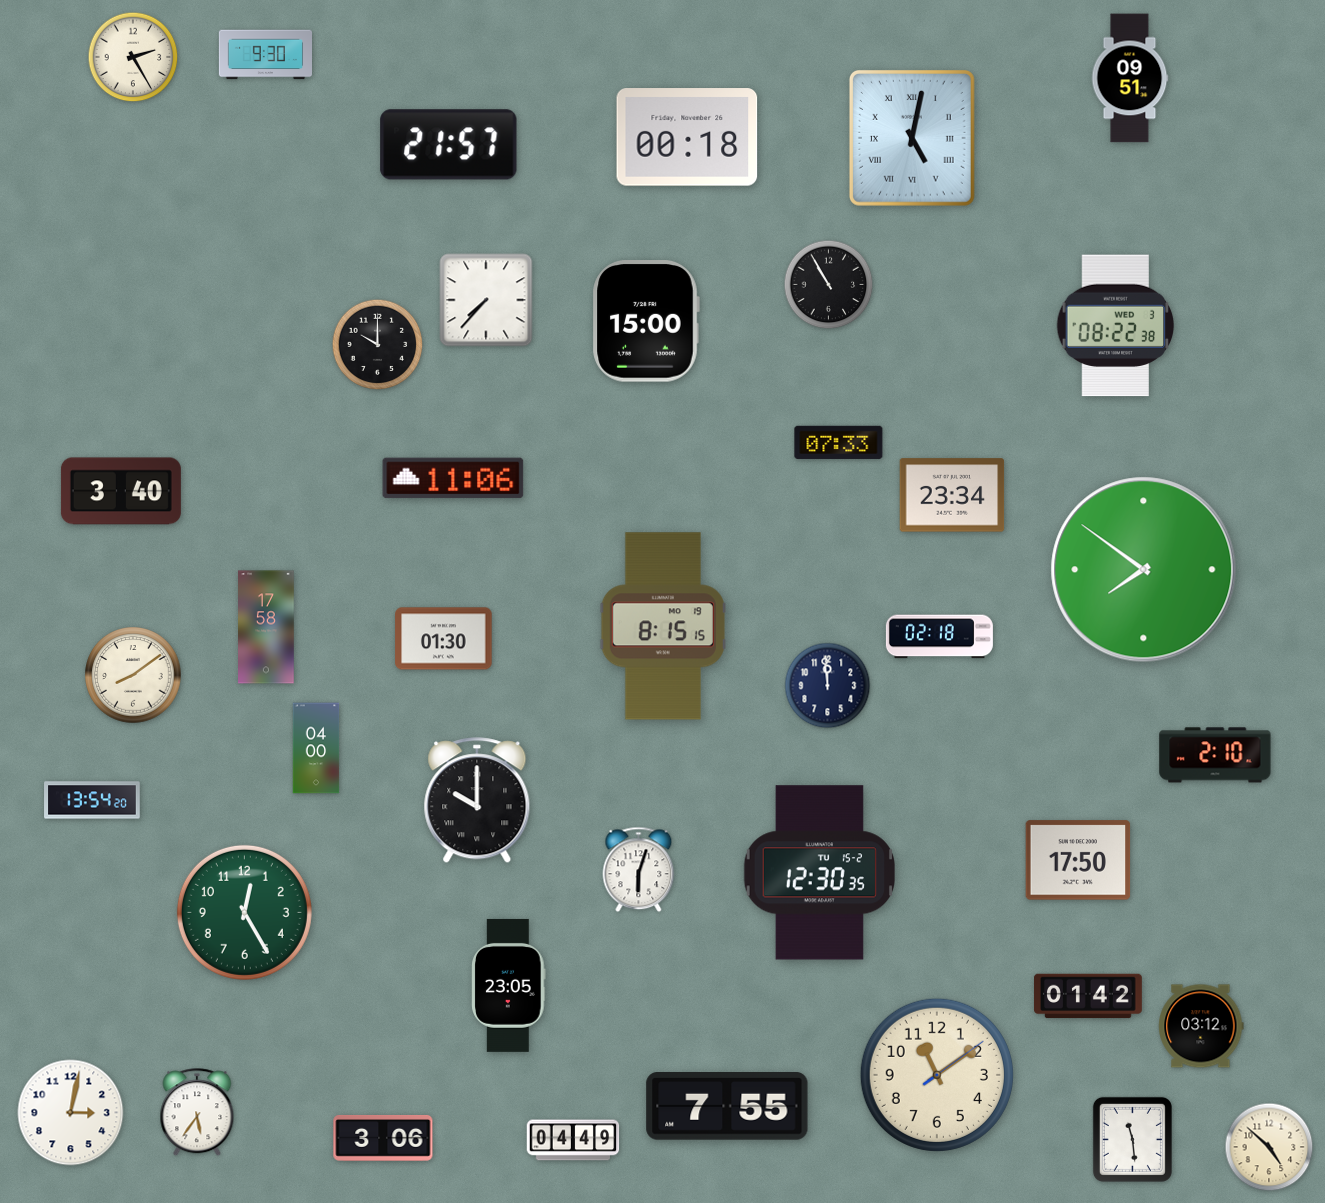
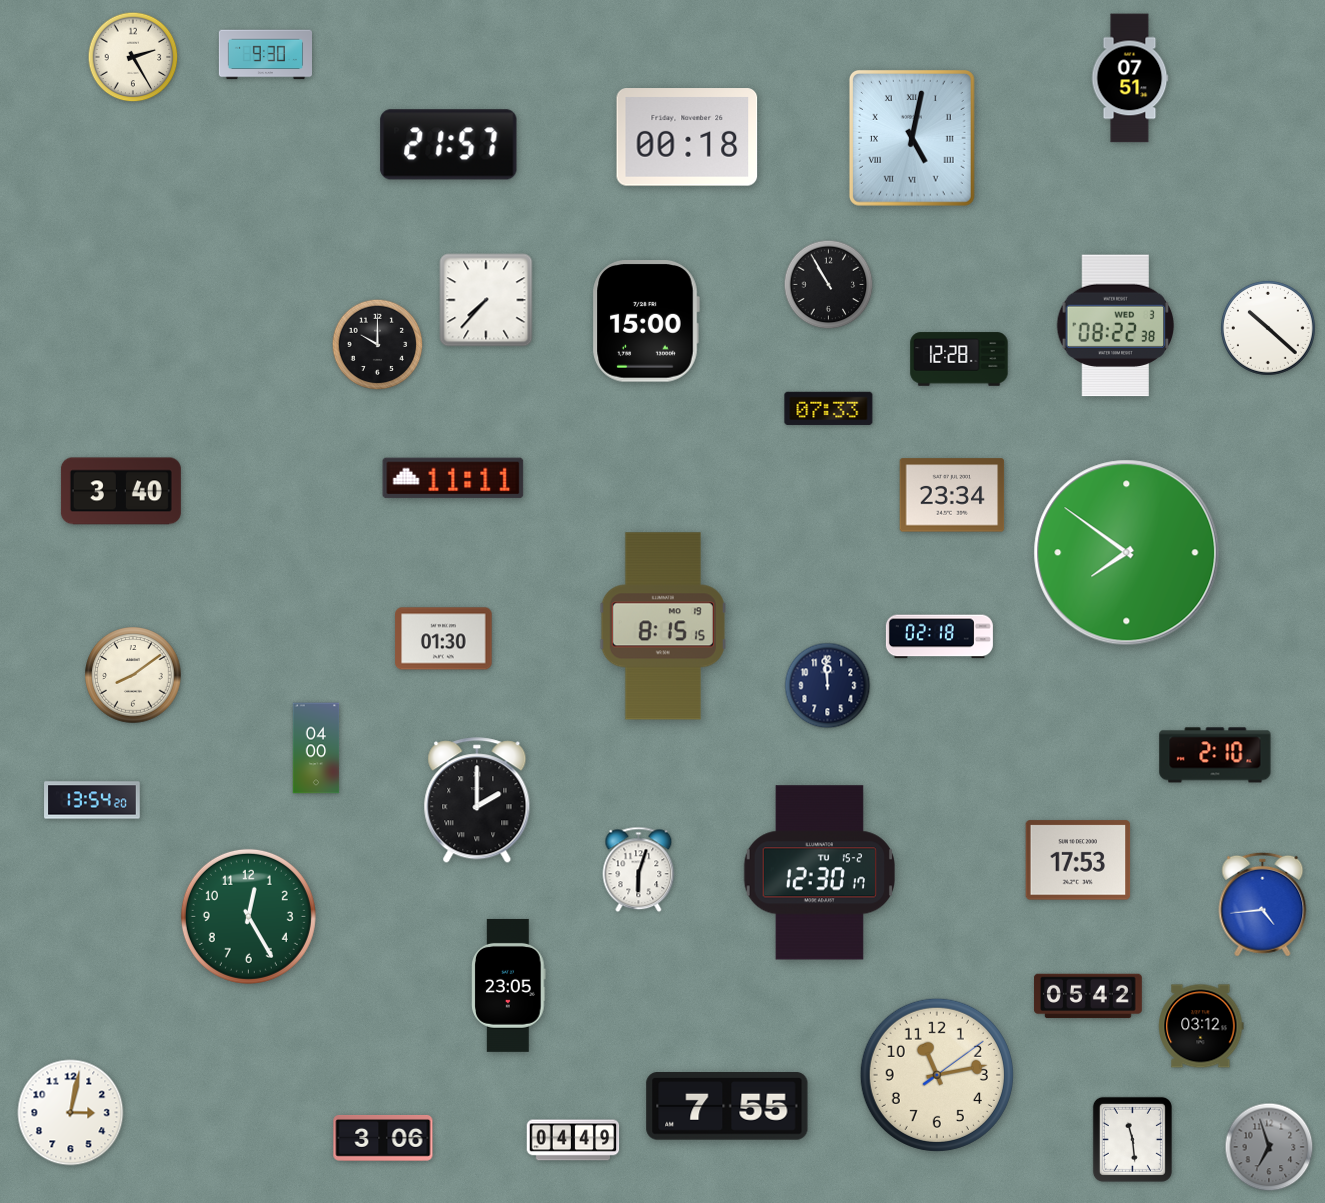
clock at (1130, 78): 09:51 -> 07:51
clock at (1268, 328): none -> 10:22
clock at (959, 359): none -> 12:28
clock at (839, 442) position: (839, 442) -> (829, 408)
clock at (453, 478): 11:06 -> 11:11
clock at (1144, 570) position: (1144, 570) -> (1127, 553)
clock at (266, 627): 17:58 -> none
clock at (477, 801): 10:00 -> 2:00
clock at (1078, 860): 17:50 -> 17:53
clock at (819, 873): 12:30:35 -> 12:30:17
clock at (1263, 904): none -> 4:44
clock at (244, 912) position: (244, 912) -> (248, 916)
clock at (1089, 996): 01:42 -> 05:42
clock at (937, 1075): 11:09 -> 11:13
clock at (197, 1113): 5:36 -> none
clock at (1269, 1147): 4:52 -> 6:57
clock at (1269, 1147) dial: cream -> grey
